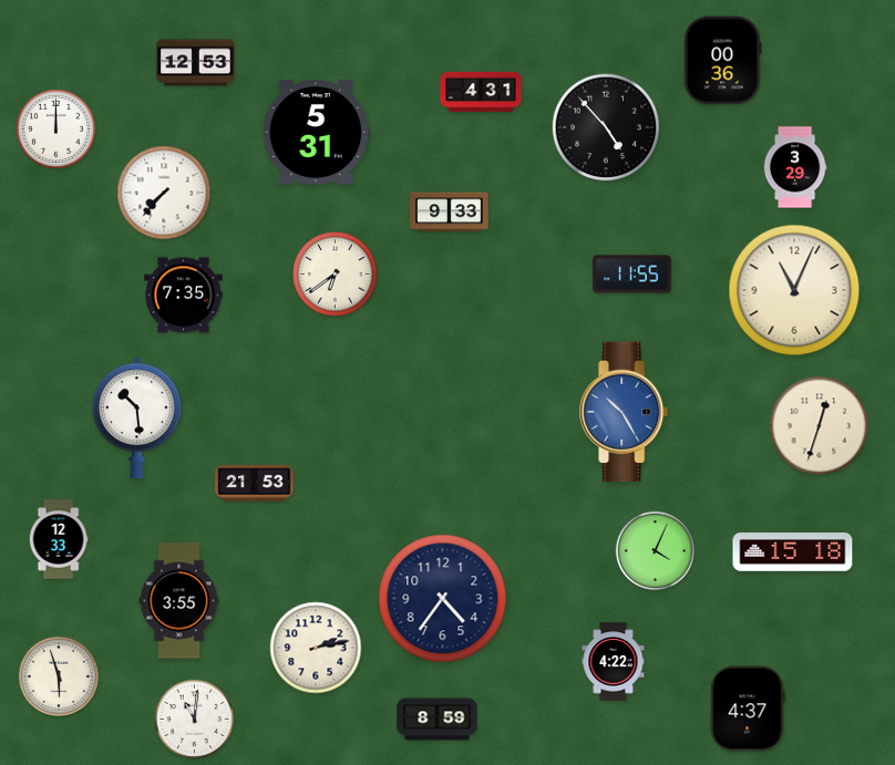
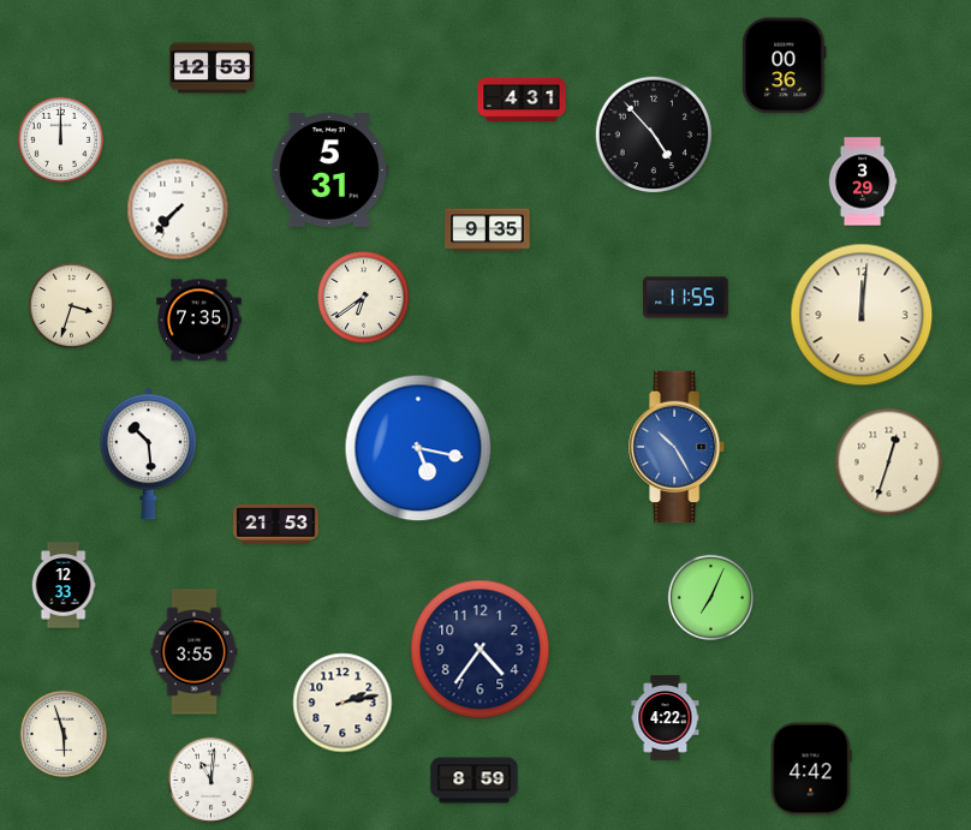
clock at (606, 127) position: (606, 127) -> (654, 135)
clock at (316, 133) position: (316, 133) -> (329, 171)
clock at (450, 213): 9:33 -> 9:35
clock at (71, 305): none -> 3:33
clock at (794, 290): 11:04 -> 12:01
clock at (418, 448): none -> 5:17
clock at (655, 550): 4:04 -> 7:04
clock at (793, 552): 15:18 -> none
clock at (748, 709): 4:37 -> 4:42
